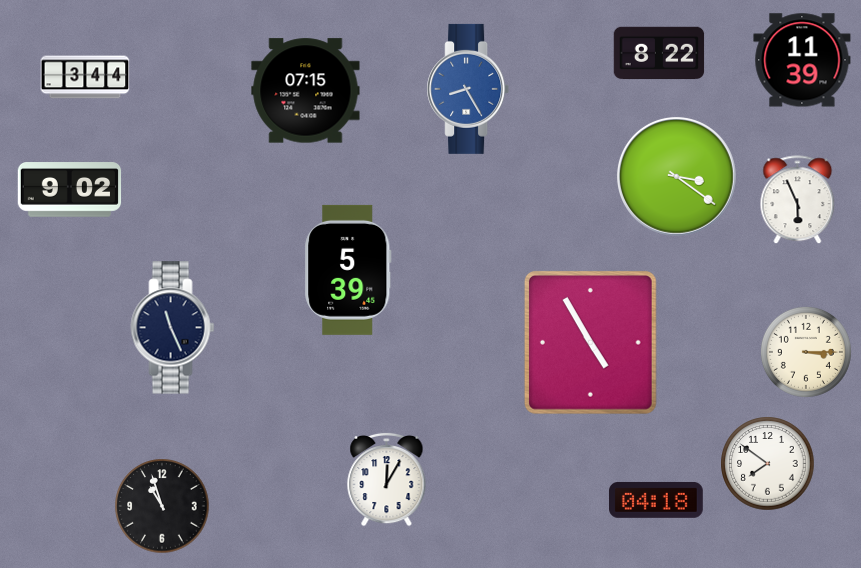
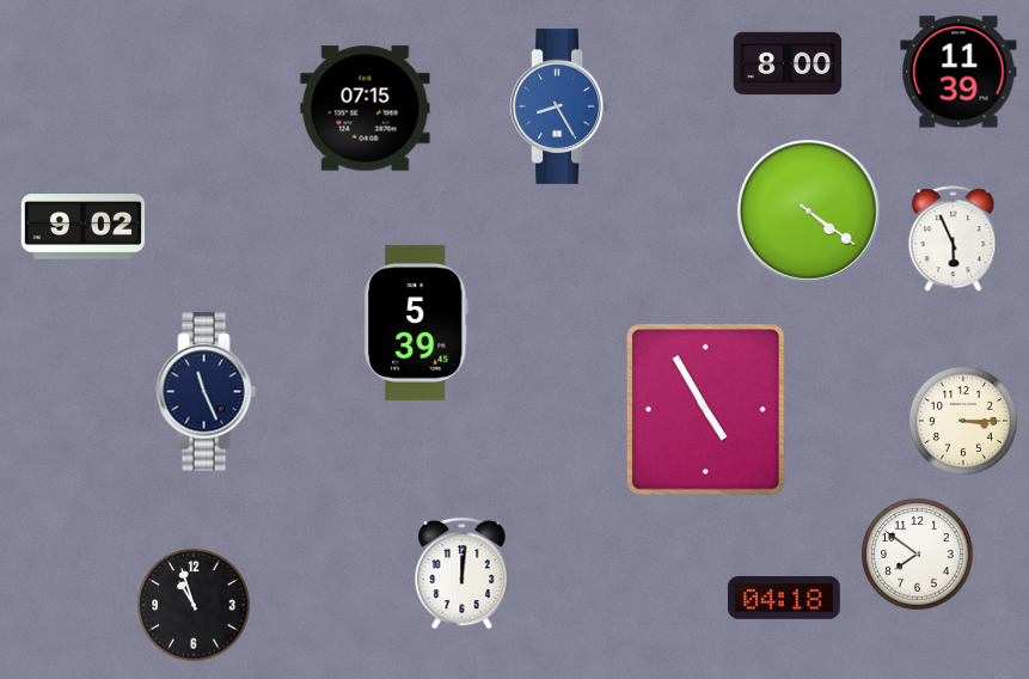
clock at (659, 53): 8:22 -> 8:00
clock at (85, 77): 3:44 -> none
clock at (676, 176): 3:21 -> 4:21
clock at (387, 479): 12:05 -> 12:01
